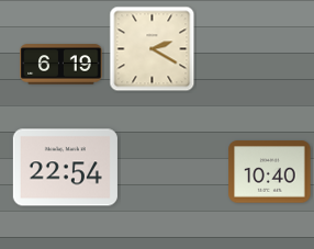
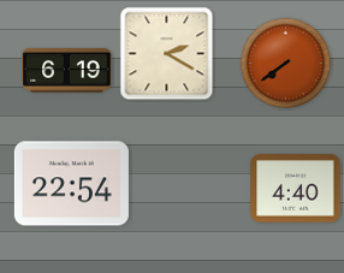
clock at (286, 64): none -> 7:39
clock at (270, 172): 10:40 -> 4:40
